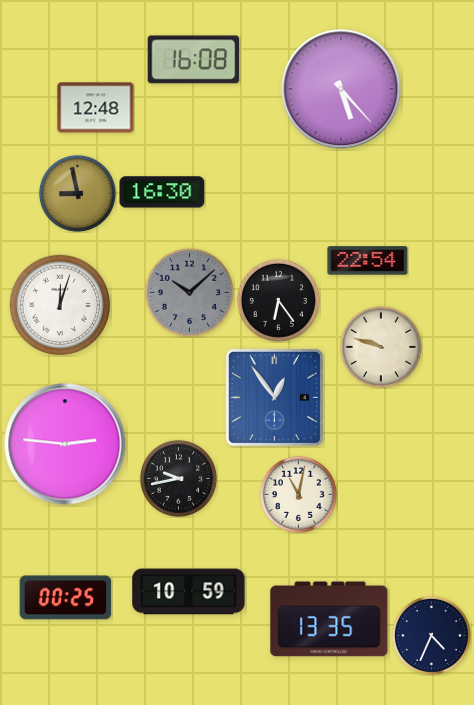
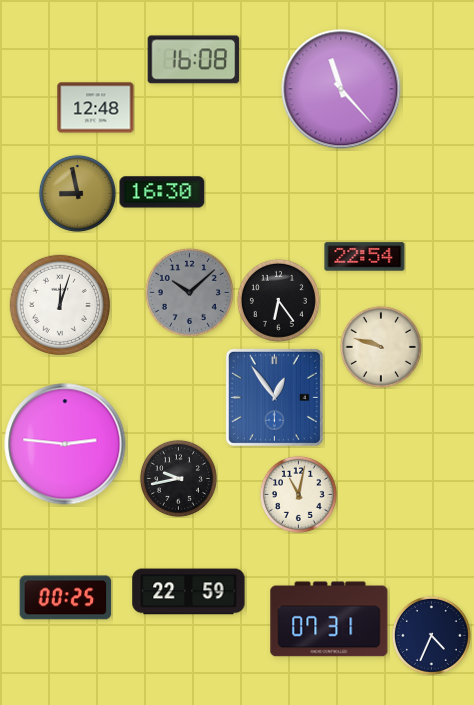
clock at (341, 89): 5:23 -> 11:23
clock at (368, 261) position: (368, 261) -> (365, 257)
clock at (189, 592): 10:59 -> 22:59
clock at (329, 619): 13:35 -> 07:31
